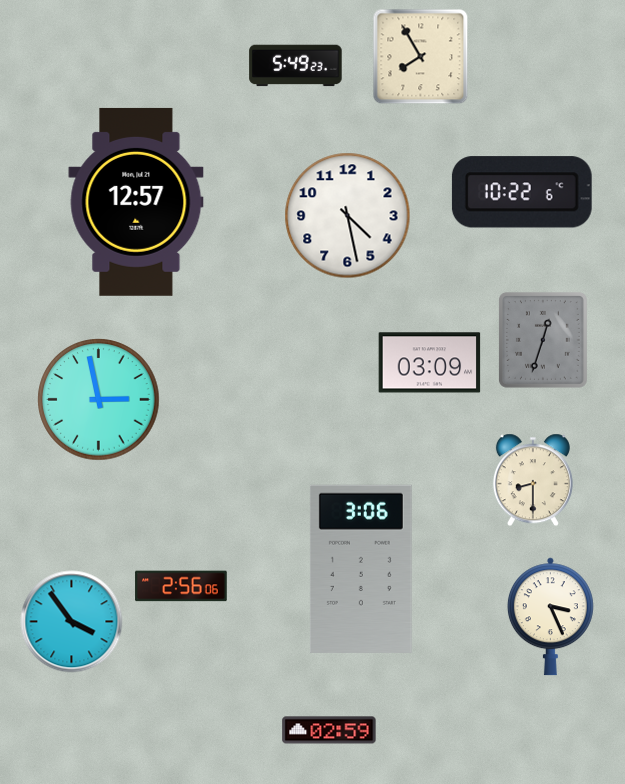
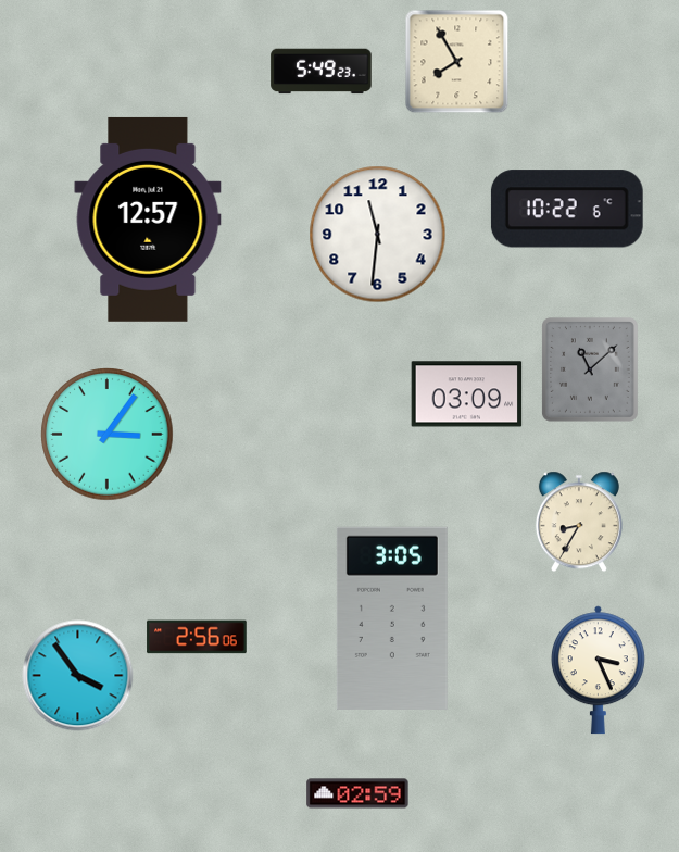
clock at (348, 216): 4:28 -> 11:31
clock at (543, 340): 12:33 -> 11:08
clock at (99, 400): 2:58 -> 3:06
clock at (533, 480): 8:30 -> 8:35
clock at (361, 569): 3:06 -> 3:05
